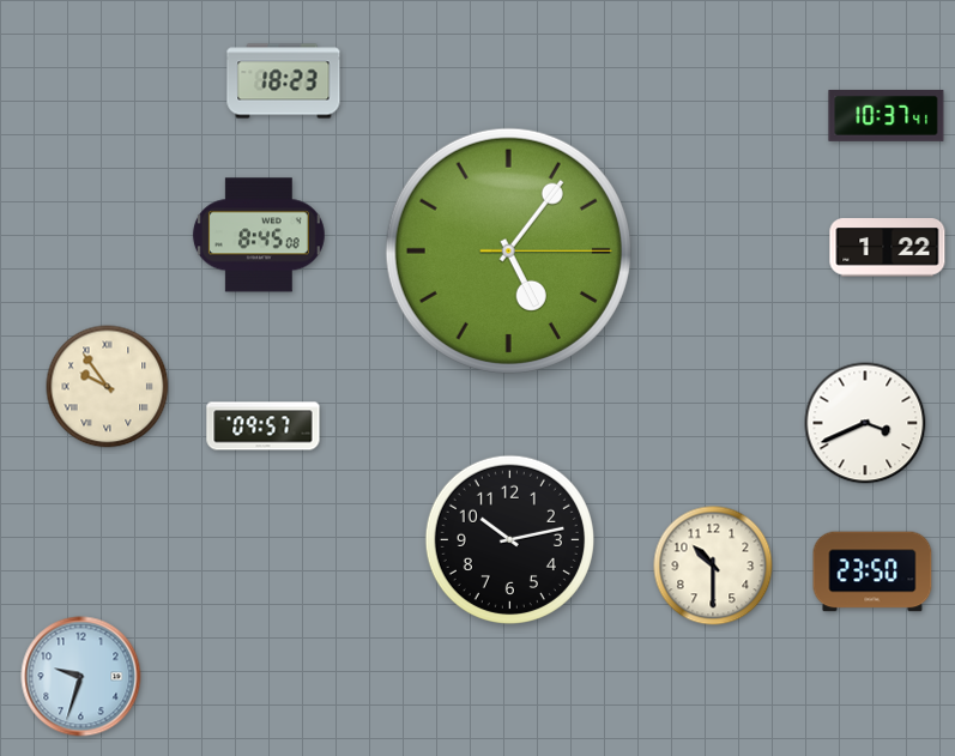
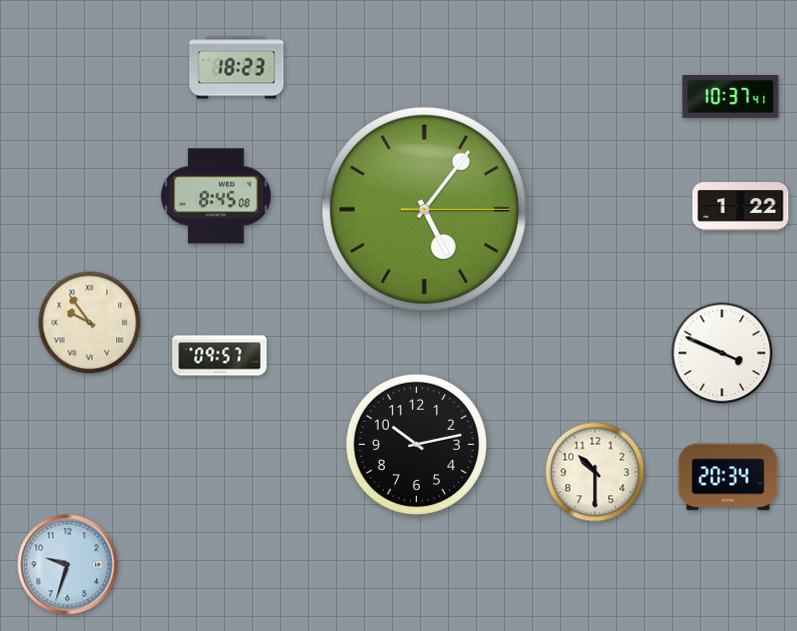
clock at (887, 115) position: (887, 115) -> (731, 96)
clock at (865, 423): 3:41 -> 3:49
clock at (509, 539) position: (509, 539) -> (416, 444)
clock at (872, 571): 23:50 -> 20:34
